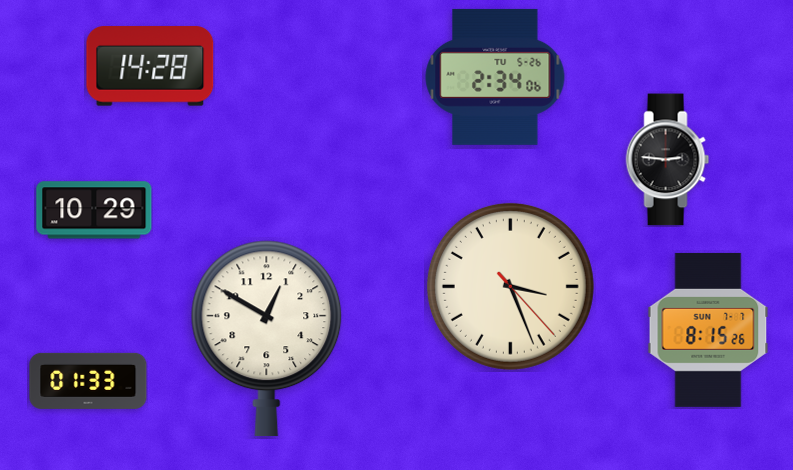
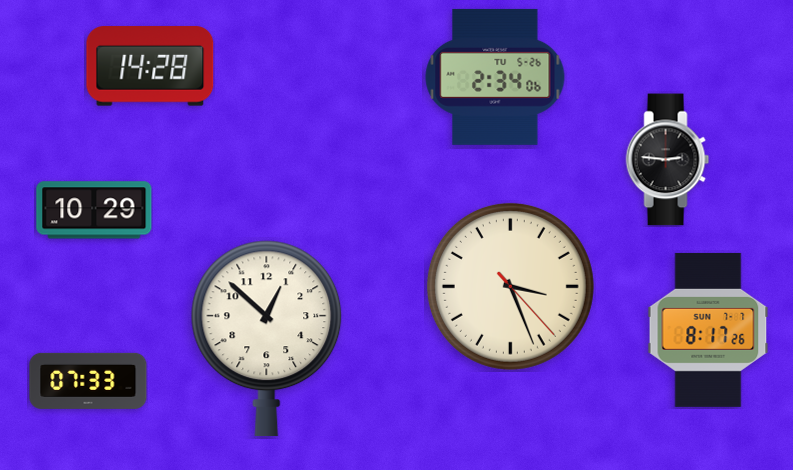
clock at (708, 330): 8:15 -> 8:17
clock at (267, 339): 12:50 -> 12:52
clock at (88, 381): 01:33 -> 07:33
